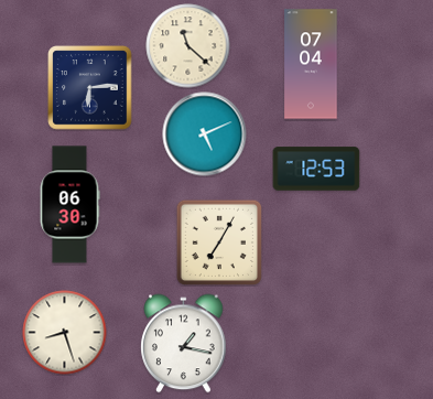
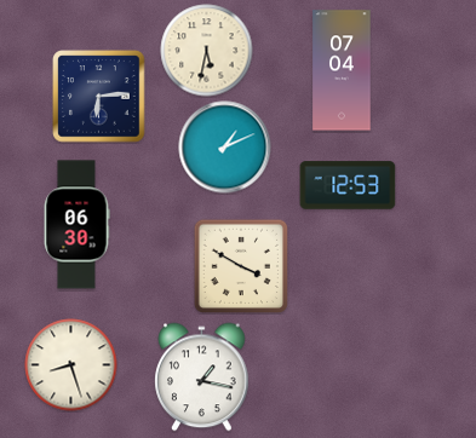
clock at (188, 46): 11:22 -> 5:32
clock at (205, 134): 5:11 -> 1:11
clock at (218, 241): 7:05 -> 3:50
